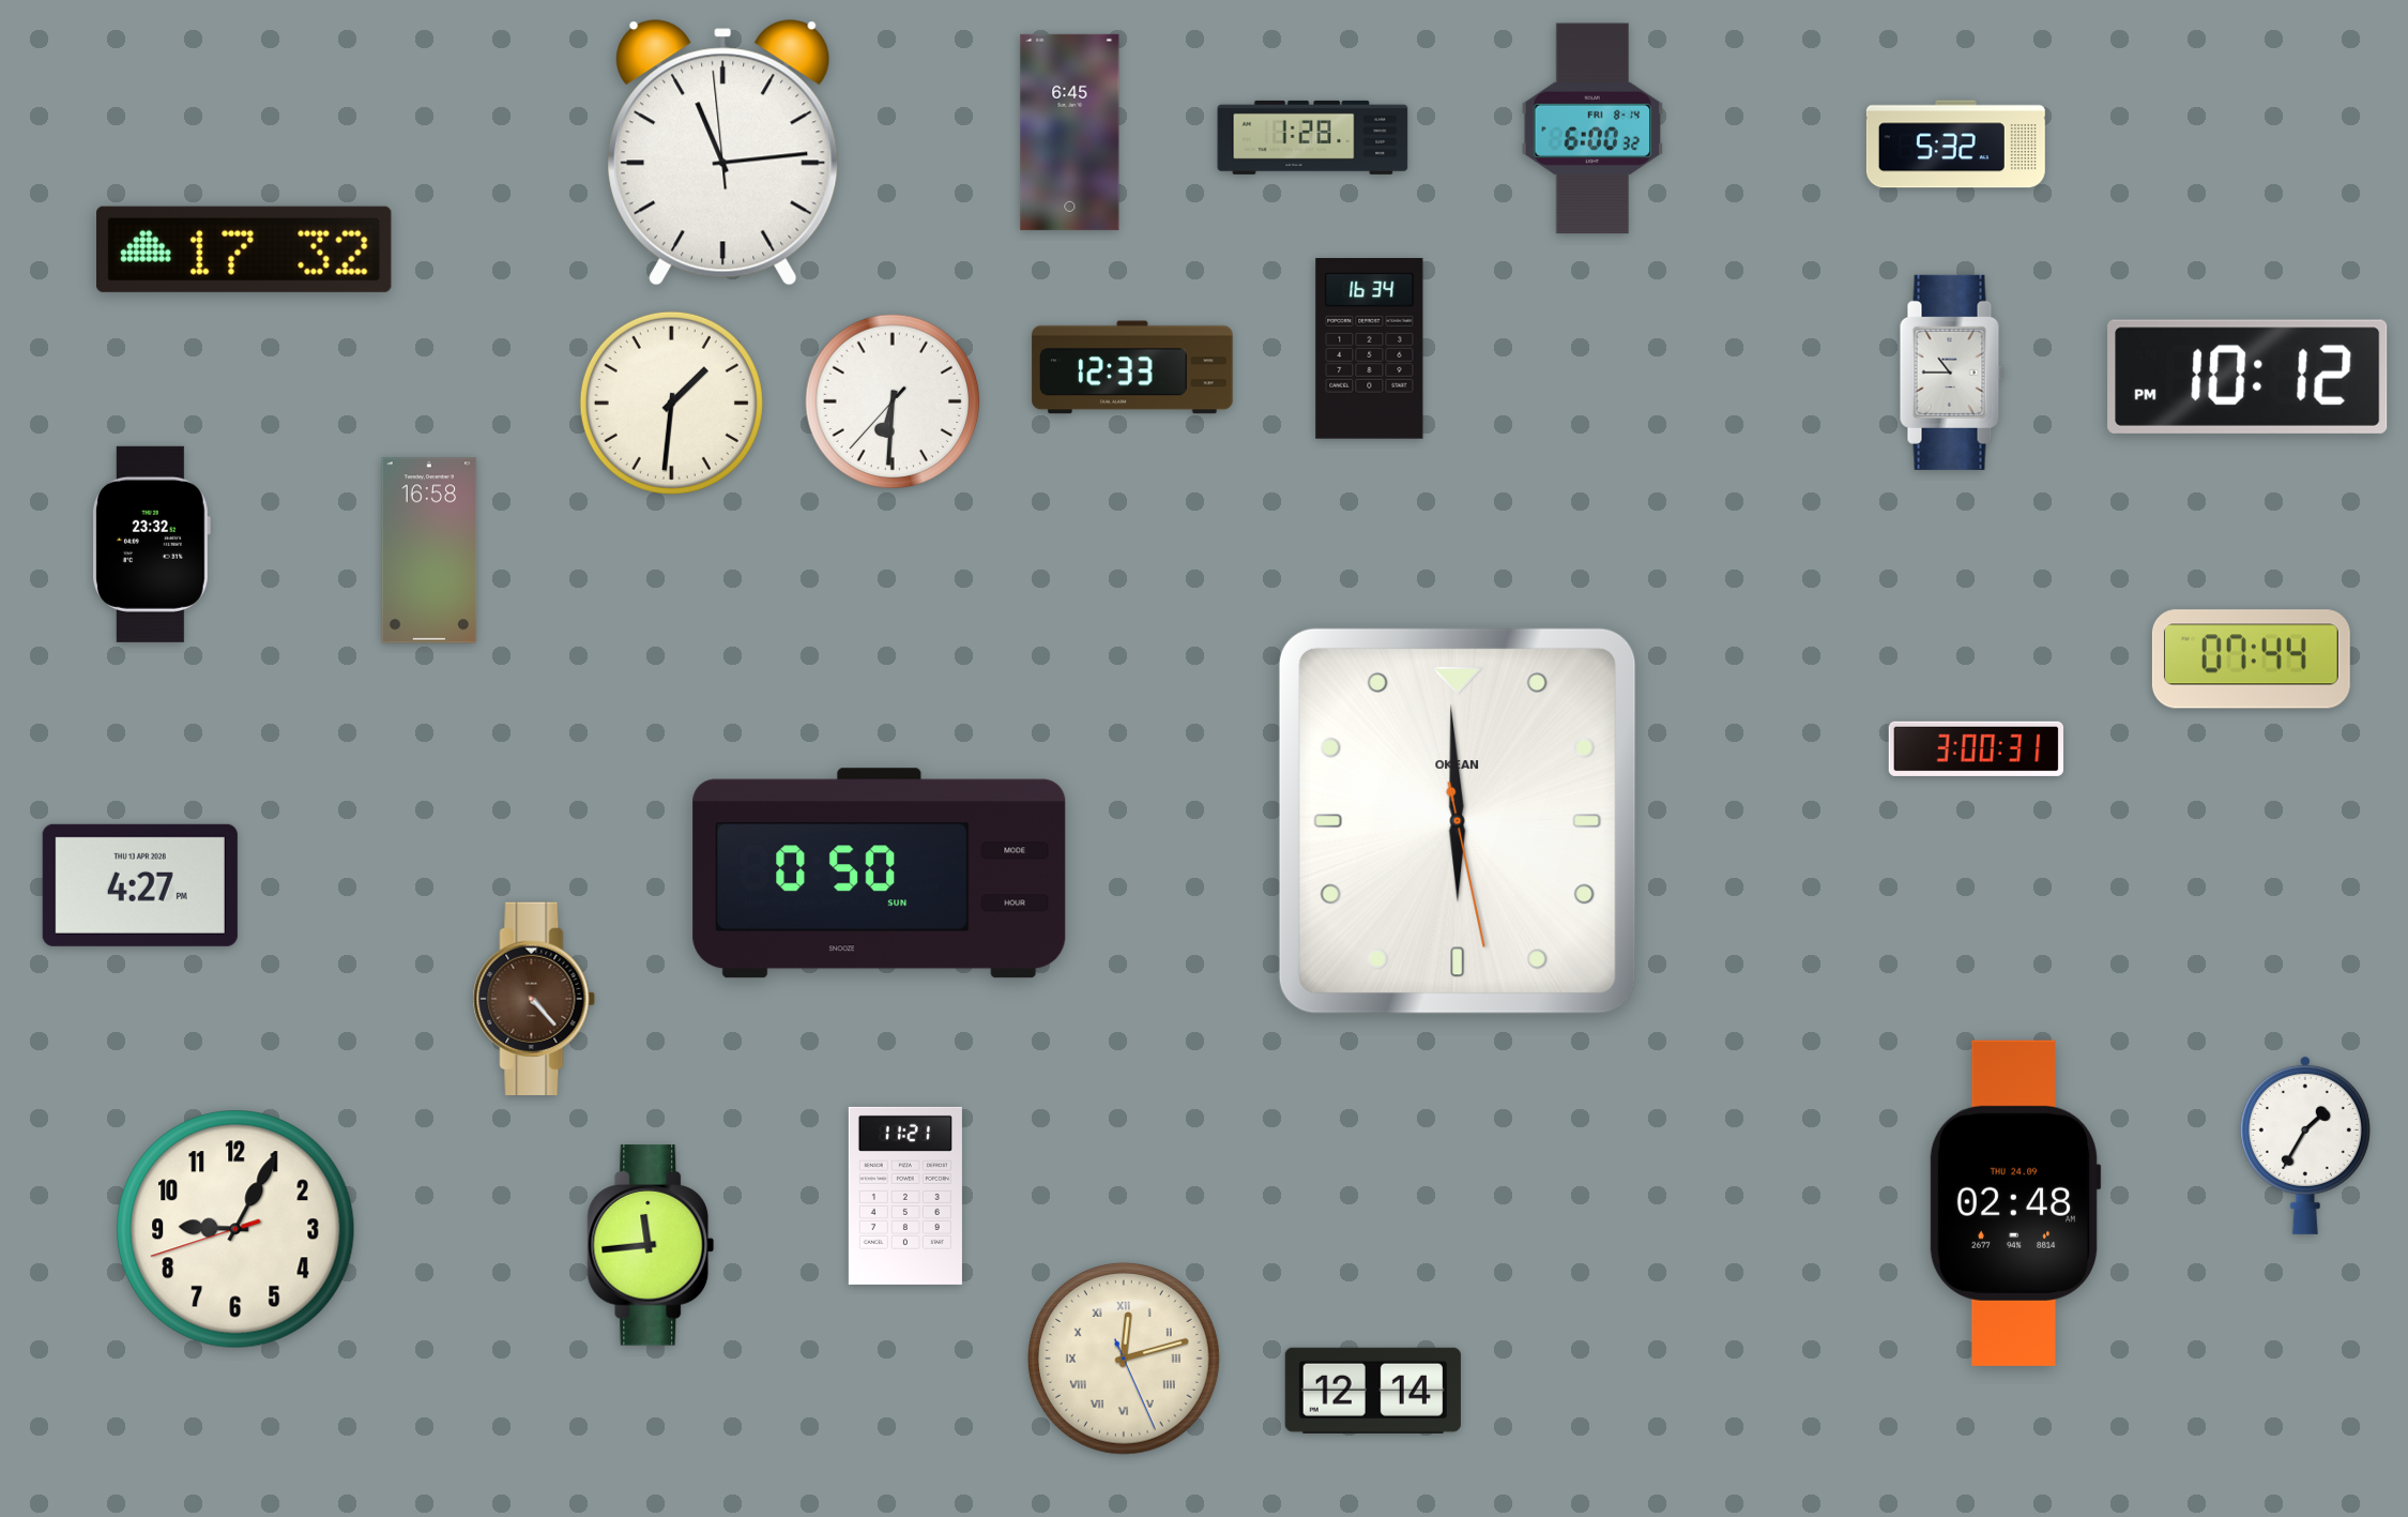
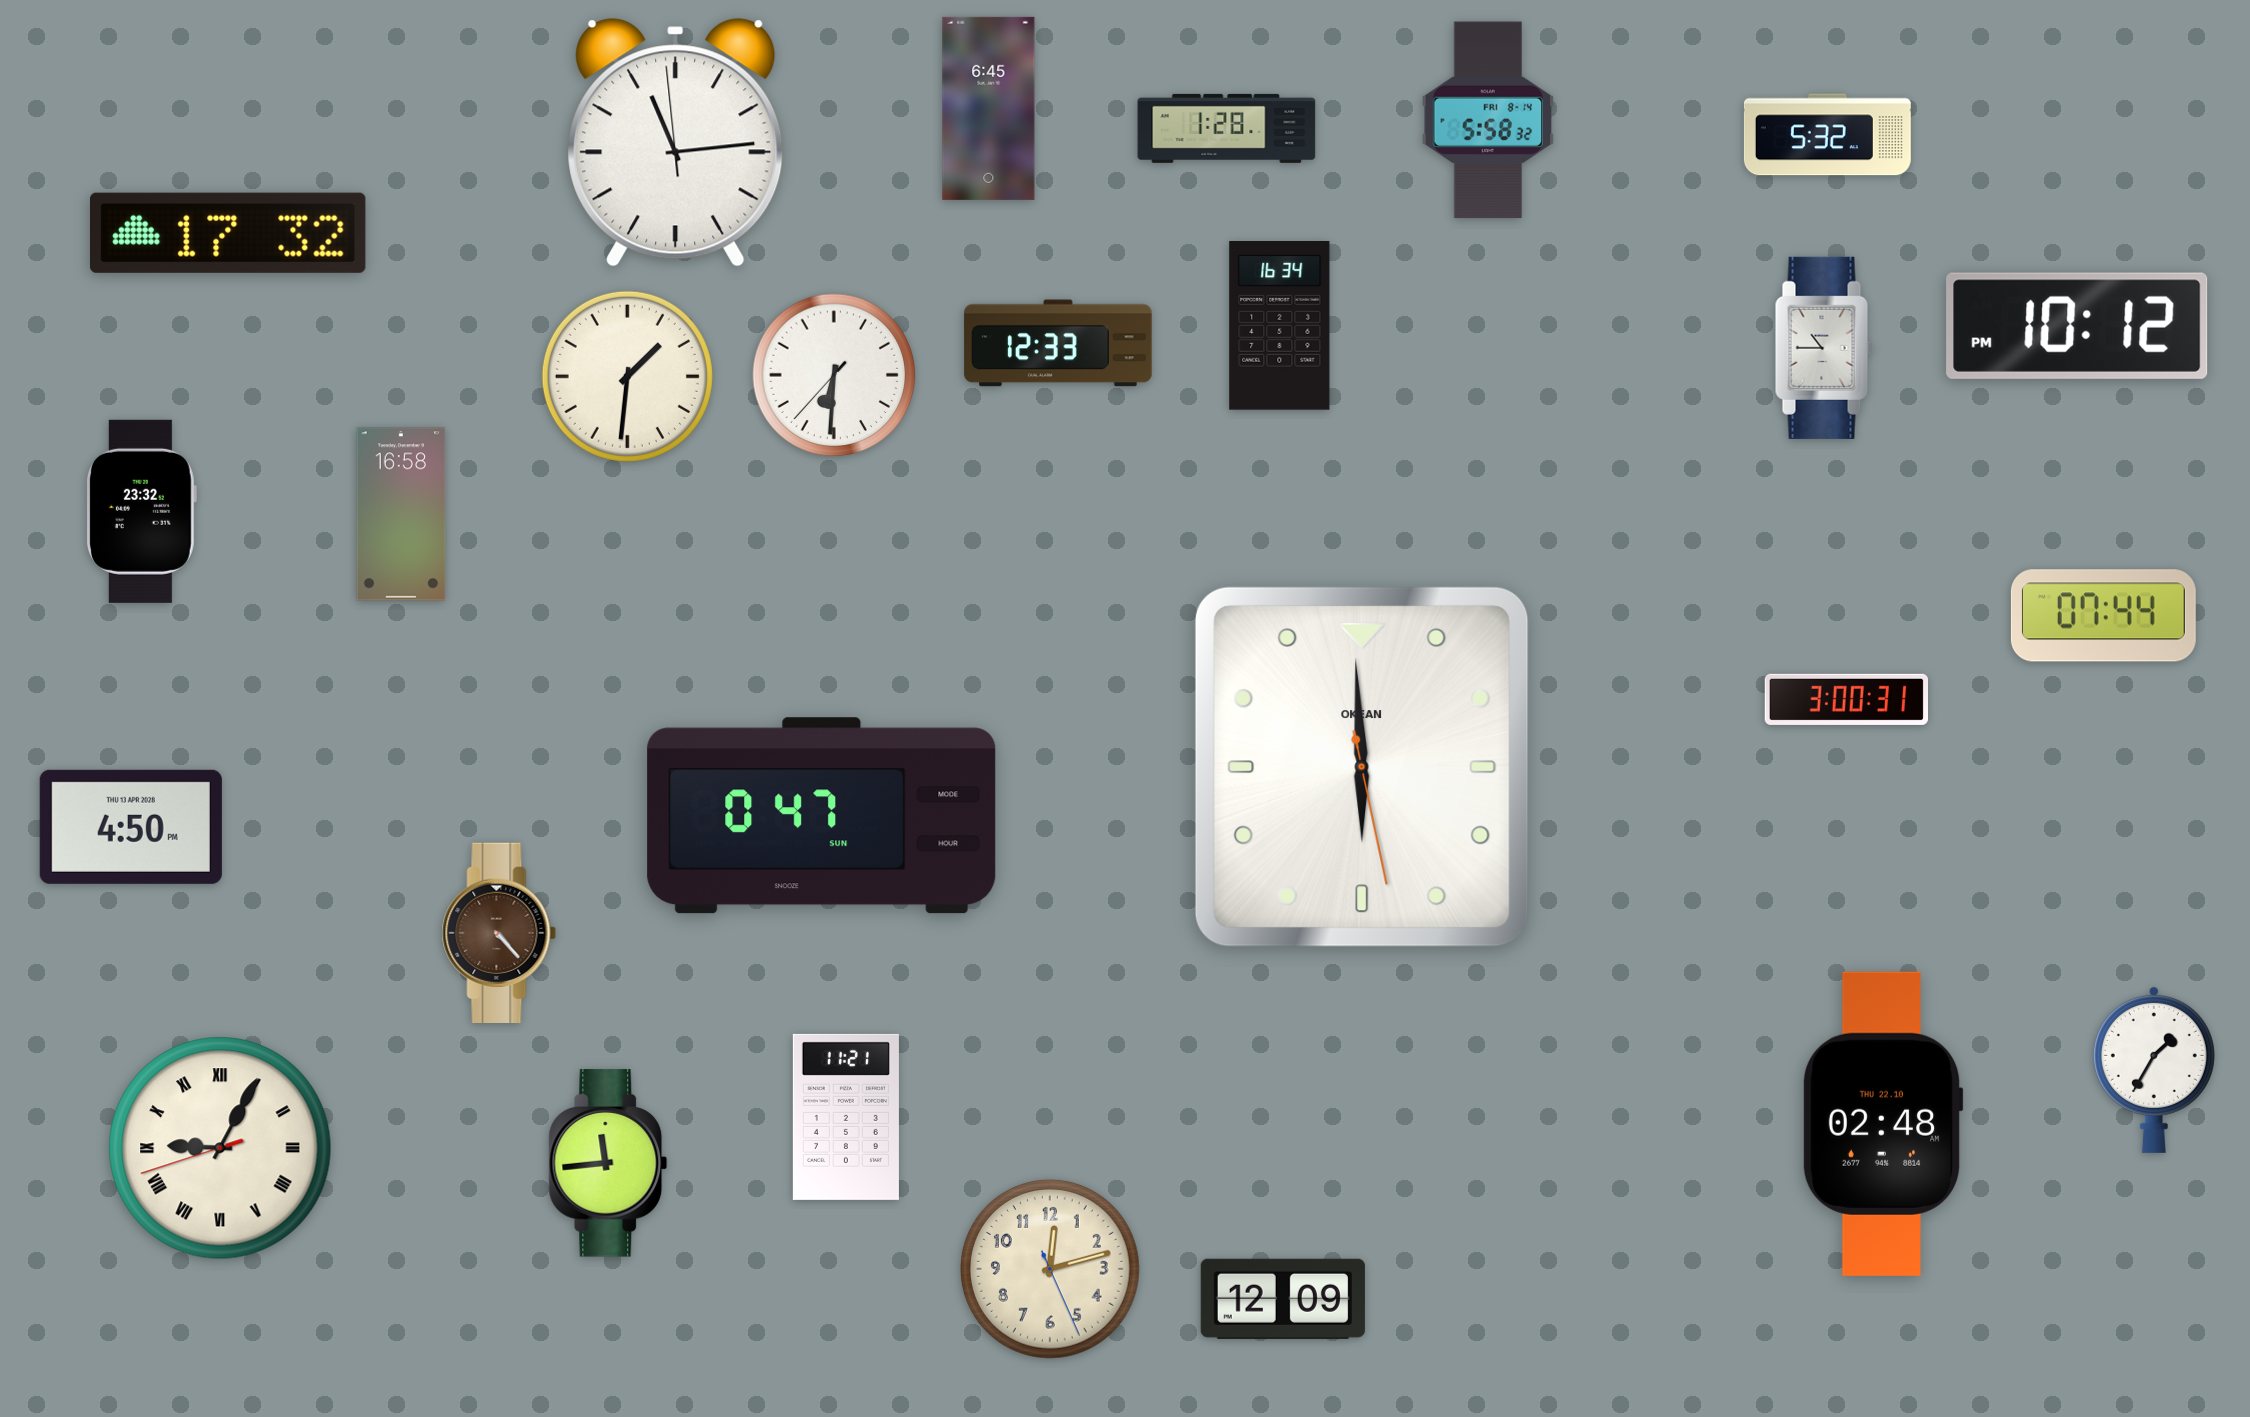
clock at (1592, 128): 6:00 -> 5:58
clock at (1070, 132) position: (1070, 132) -> (989, 108)
clock at (2247, 377) position: (2247, 377) -> (2077, 326)
clock at (152, 544) position: (152, 544) -> (142, 511)
clock at (880, 874): 0:50 -> 0:47
clock at (140, 885): 4:27 -> 4:50
clock at (2015, 1203) date: THU 24.09 -> THU 22.10
clock at (235, 1229) numerals: Arabic -> Roman
clock at (1124, 1359) numerals: Roman -> Arabic
clock at (1373, 1391): 12:14 -> 12:09
